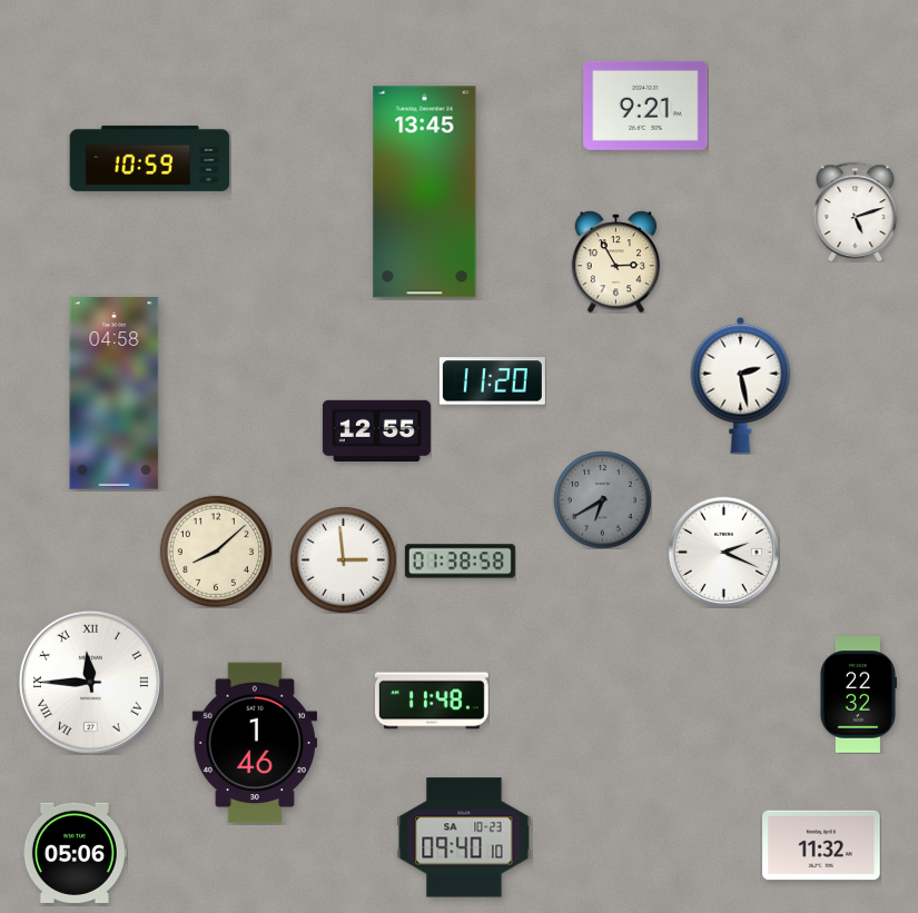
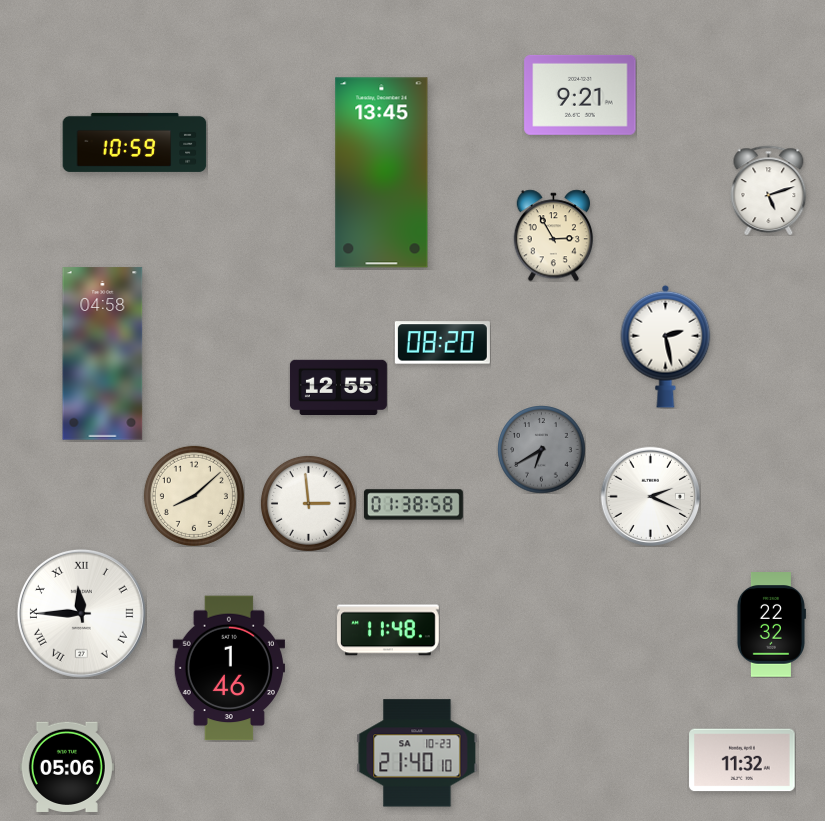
clock at (492, 381): 11:20 -> 08:20
clock at (464, 837): 09:40 -> 21:40
clock at (821, 845) position: (821, 845) -> (742, 760)
